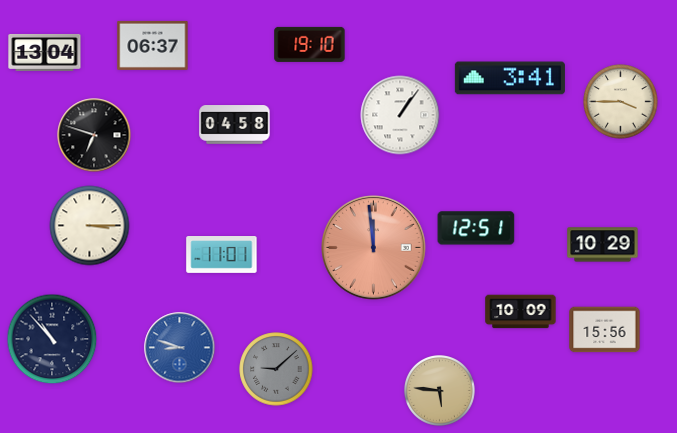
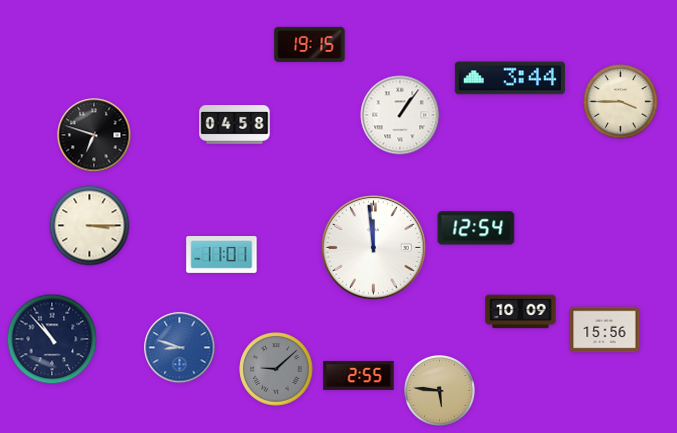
clock at (310, 44): 19:10 -> 19:15
clock at (153, 45): 06:37 -> none
clock at (45, 52): 13:04 -> none
clock at (510, 78): 3:41 -> 3:44
clock at (476, 228): 12:51 -> 12:54
clock at (603, 245): 10:29 -> none
clock at (374, 248) dial: salmon -> white
clock at (359, 375): none -> 2:55
